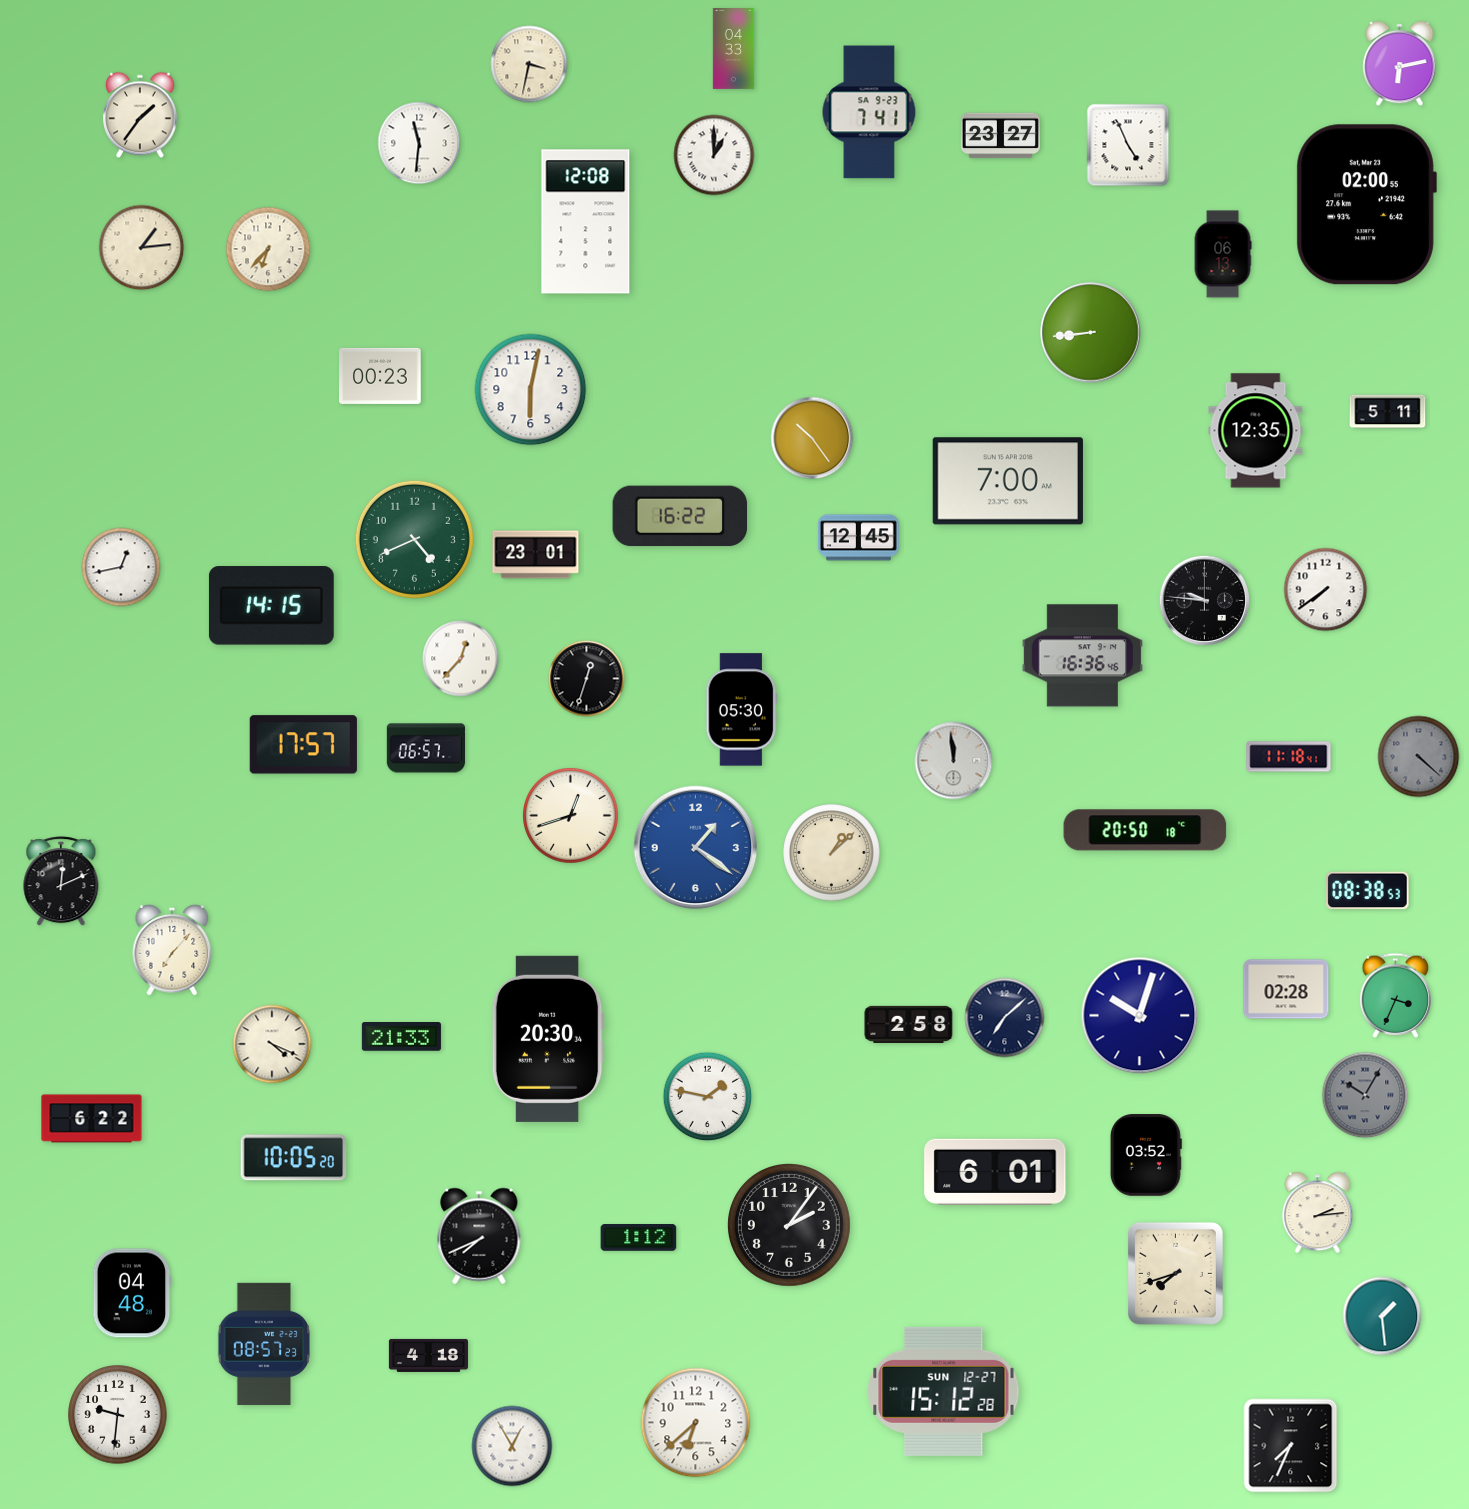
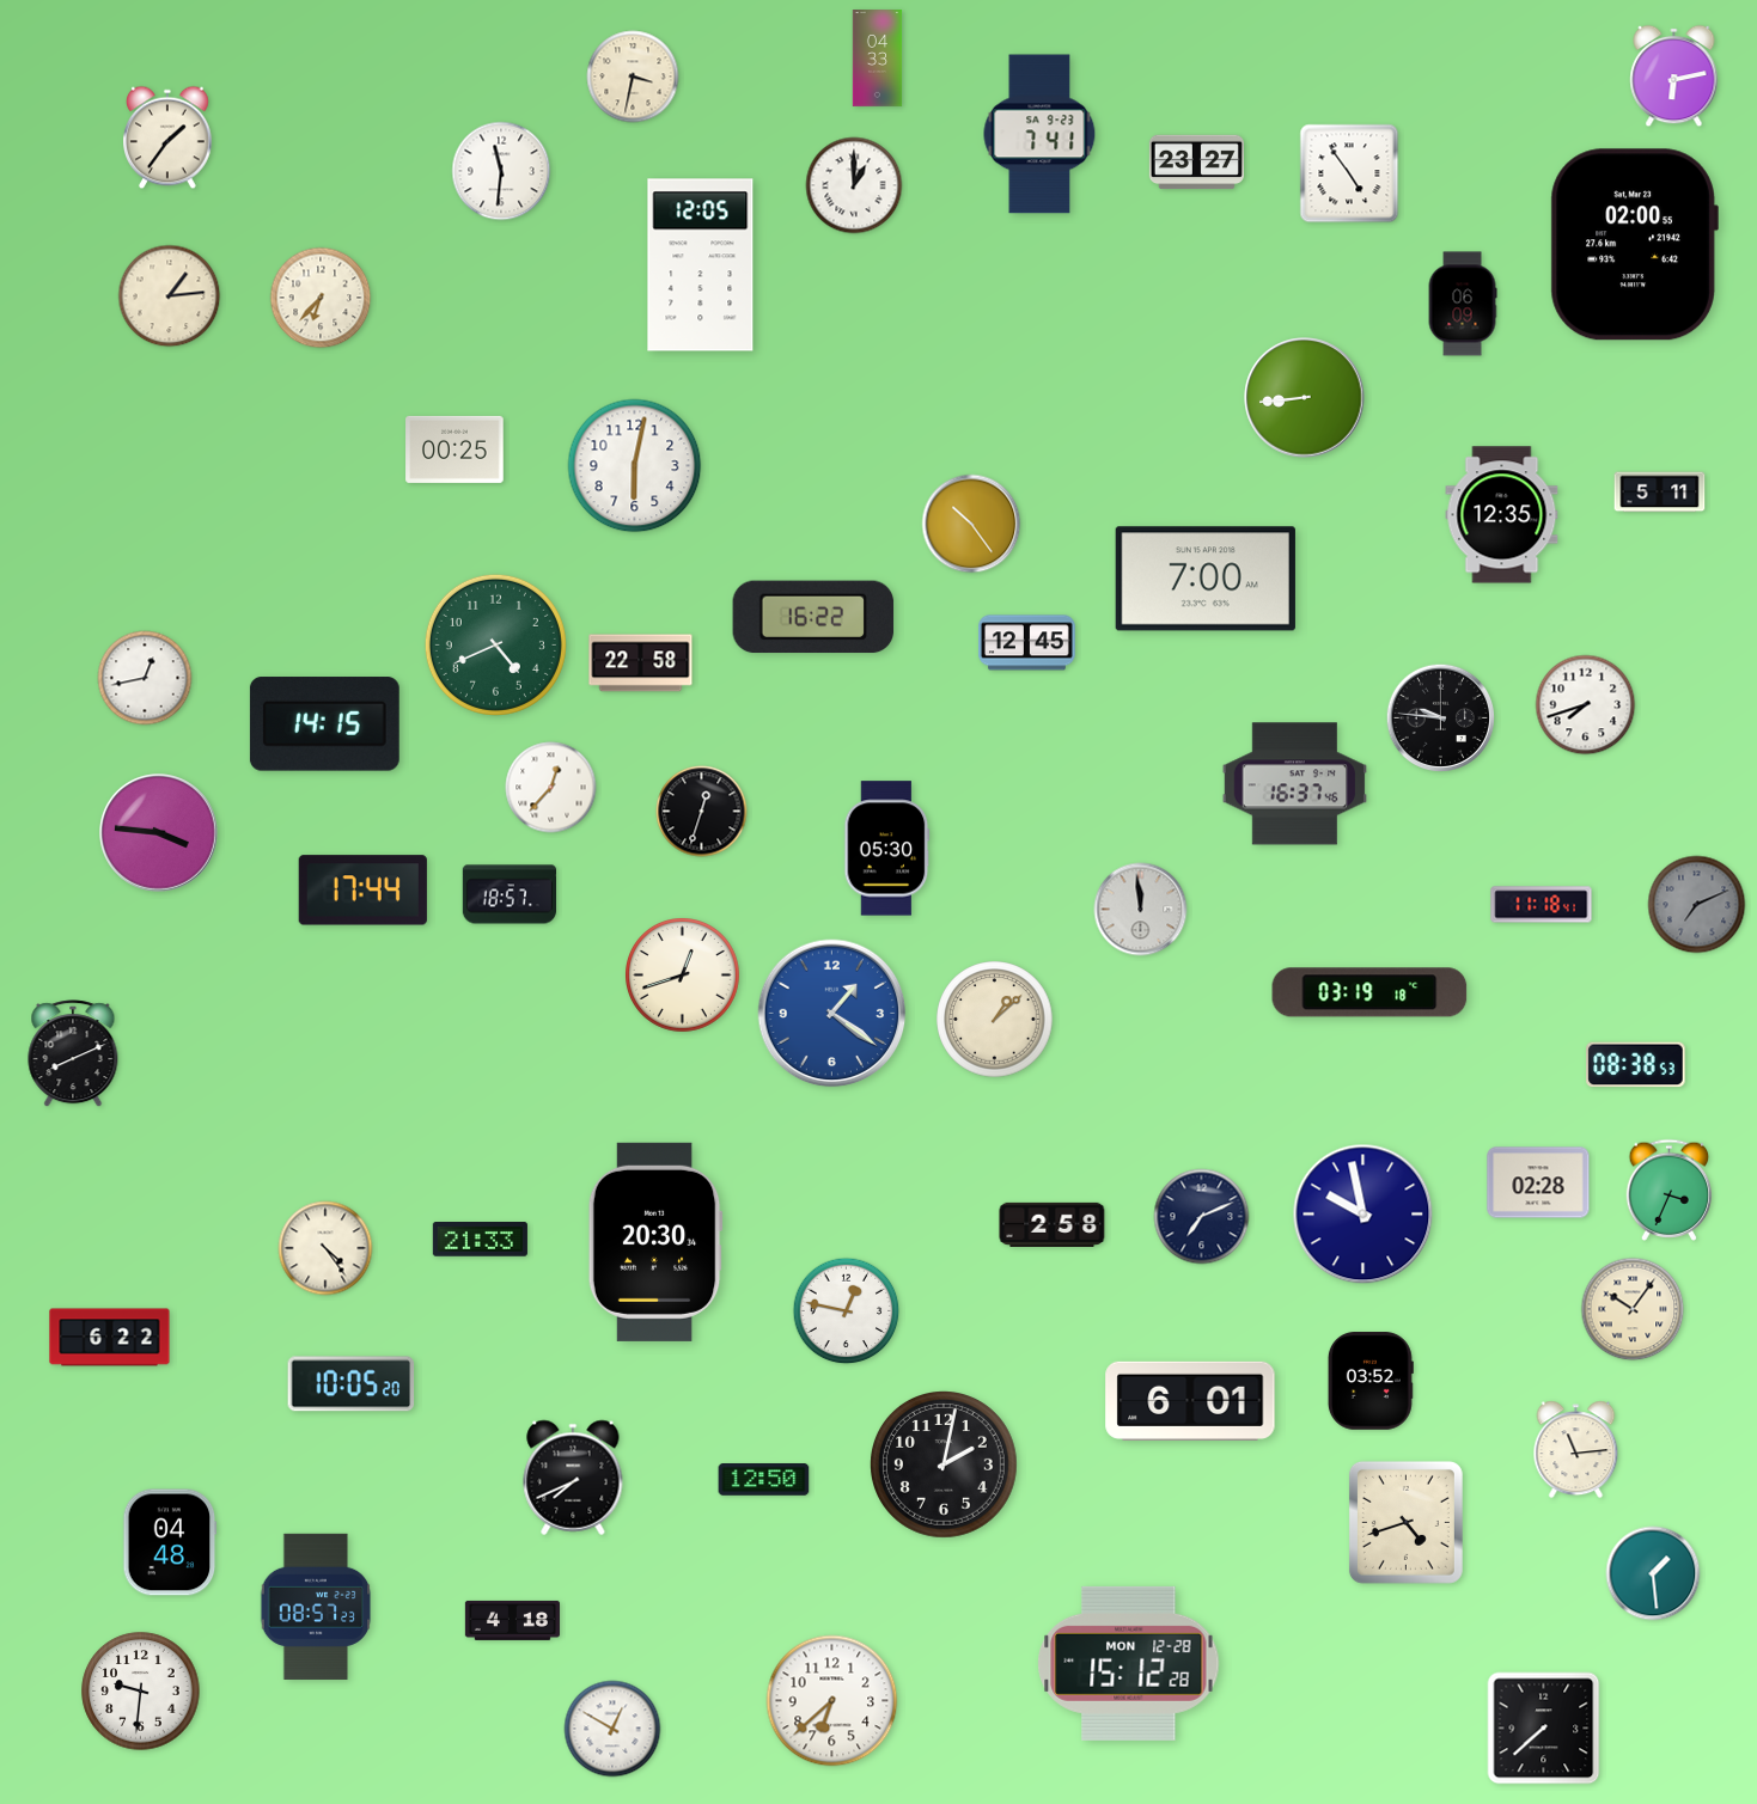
clock at (1128, 145): 4:56 -> 4:54
clock at (586, 222): 12:08 -> 12:05
clock at (1223, 254): 06:13 -> 06:09
clock at (380, 376): 00:23 -> 00:25
clock at (1008, 481) position: (1008, 481) -> (1206, 579)
clock at (536, 555): 23:01 -> 22:58
clock at (1326, 590): 7:39 -> 7:42
clock at (1082, 656): 16:36 -> 16:37
clock at (159, 833): none -> 3:46
clock at (303, 745): 17:57 -> 17:44
clock at (425, 748): 06:57 -> 18:57
clock at (1419, 757): 4:22 -> 7:11
clock at (1145, 830): 20:50 -> 03:19
clock at (61, 882): 12:11 -> 8:11
clock at (172, 950): 7:07 -> none
clock at (1140, 1016): 10:03 -> 9:58
clock at (1005, 1018): 7:08 -> 7:11
clock at (909, 1024) position: (909, 1024) -> (1053, 1224)
clock at (272, 1044): 4:19 -> 4:24
clock at (1365, 1095): 10:05 -> 10:06
clock at (1365, 1095) dial: grey -> cream
clock at (708, 1097): 1:47 -> 12:47
clock at (1318, 1213): 2:14 -> 11:14
clock at (790, 1226): 2:06 -> 2:02
clock at (639, 1238): 1:12 -> 12:50
clock at (1175, 1273): 7:42 -> 4:42
clock at (132, 1293) position: (132, 1293) -> (170, 1542)
clock at (944, 1391) date: SUN 12-27 -> MON 12-28
clock at (512, 1446): 12:55 -> 12:50
clock at (1291, 1446): 7:34 -> 7:38
